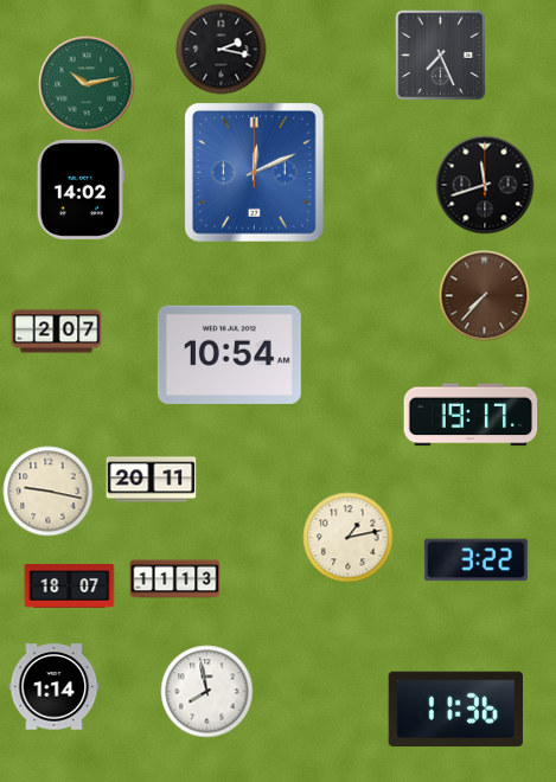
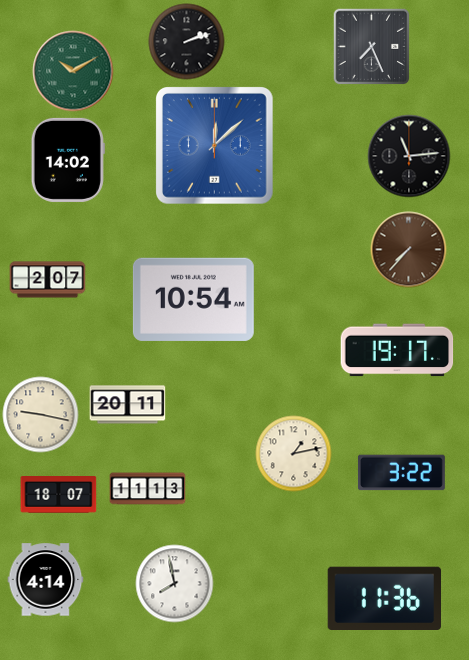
clock at (222, 50): 2:17 -> 2:12
clock at (87, 84): 10:13 -> 10:10
clock at (255, 173): 12:11 -> 12:08
clock at (485, 185): 11:42 -> 11:14
clock at (55, 687): 1:14 -> 4:14
